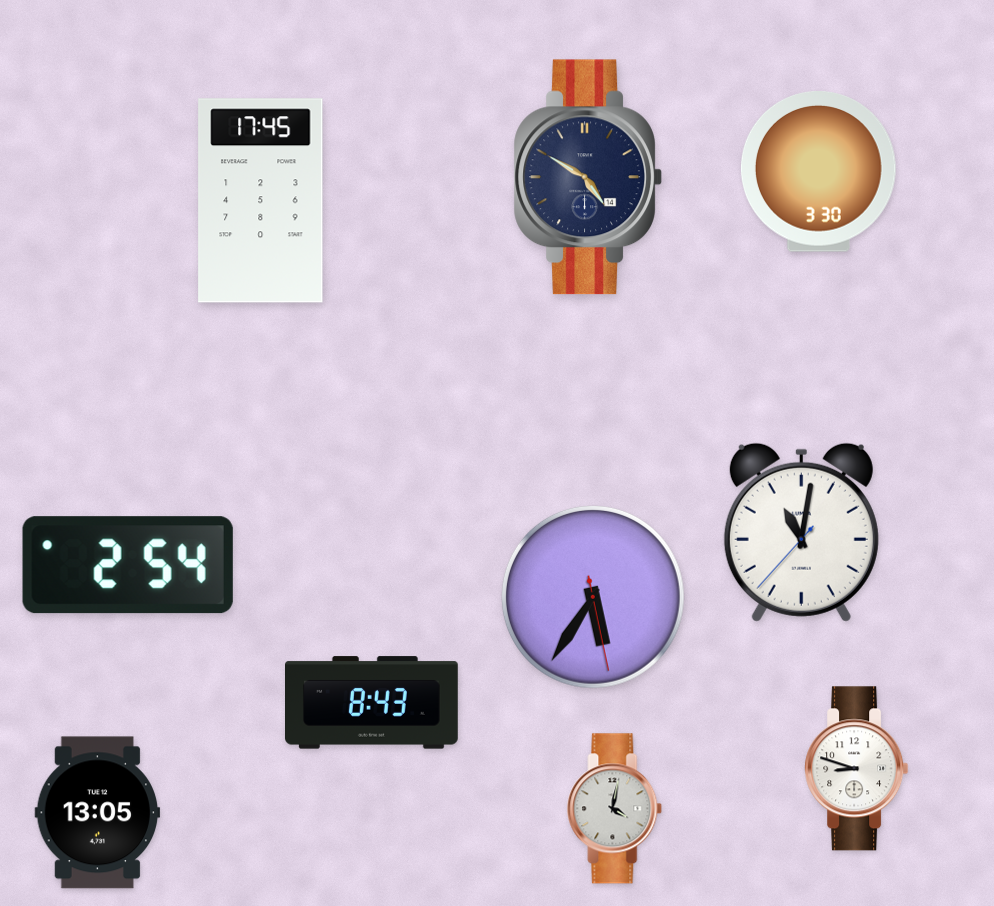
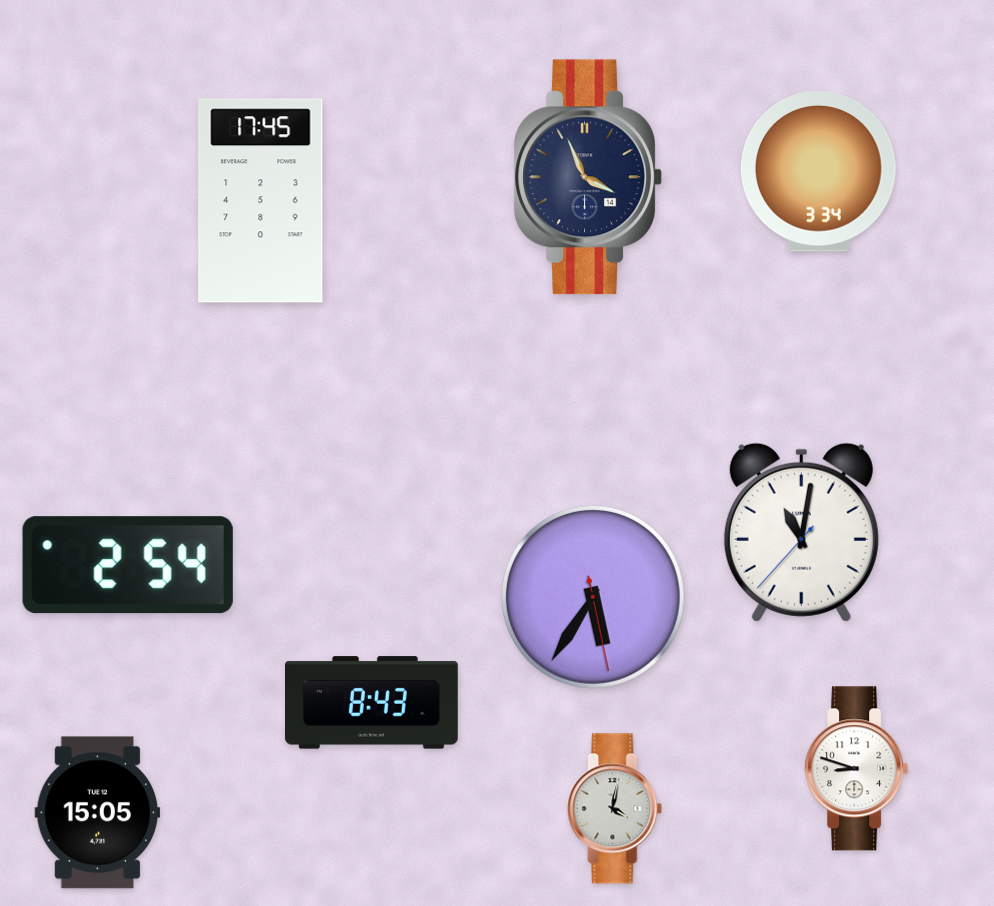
clock at (818, 172): 3:30 -> 3:34
clock at (588, 177): 4:50 -> 3:56
clock at (98, 813): 13:05 -> 15:05
